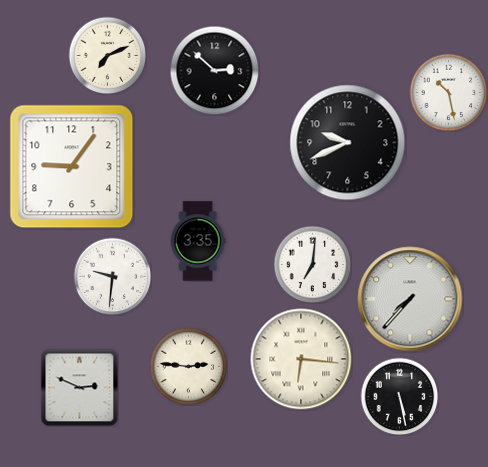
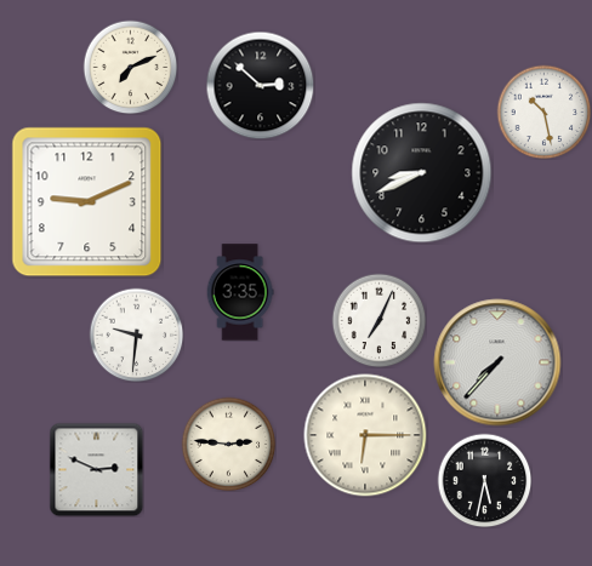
clock at (348, 143): 9:41 -> 8:41
clock at (72, 167): 9:06 -> 9:11
clock at (312, 264): 7:01 -> 7:04
clock at (301, 359): 6:16 -> 6:15
clock at (399, 396): 5:28 -> 5:32
